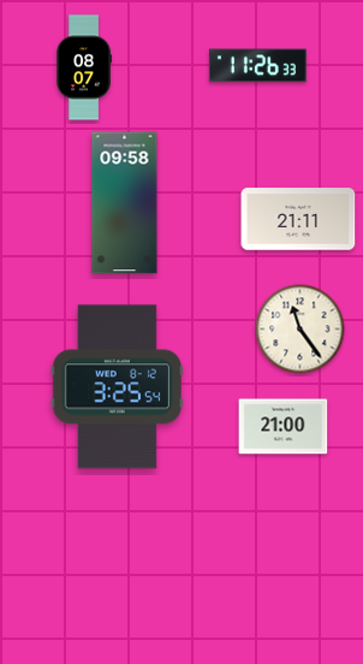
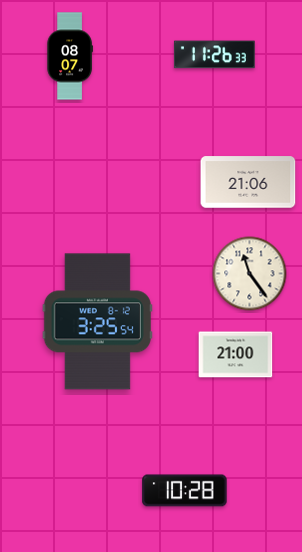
clock at (125, 203): 09:58 -> none
clock at (298, 219): 21:11 -> 21:06
clock at (185, 491): none -> 10:28
